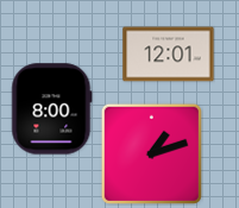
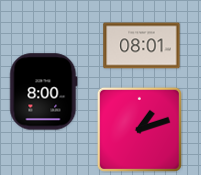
clock at (169, 55): 12:01 -> 08:01
clock at (151, 153) position: (151, 153) -> (139, 129)
